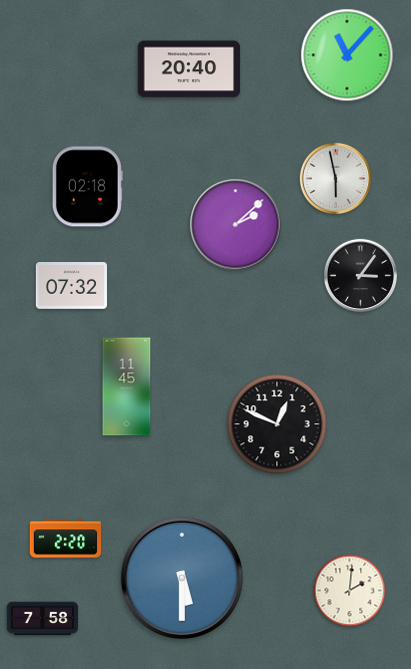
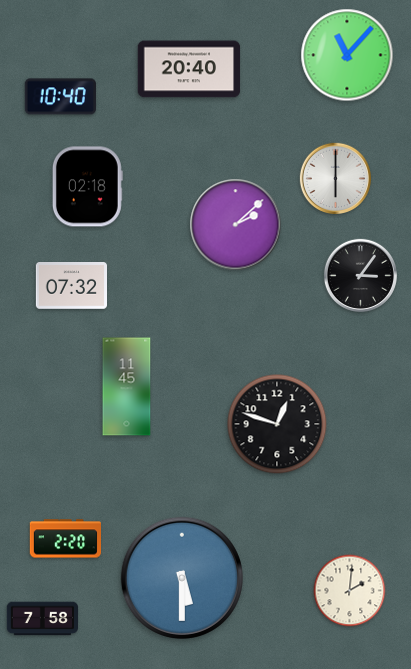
clock at (60, 97): none -> 10:40
clock at (336, 179): 5:58 -> 6:00
clock at (277, 424): 12:49 -> 12:48
